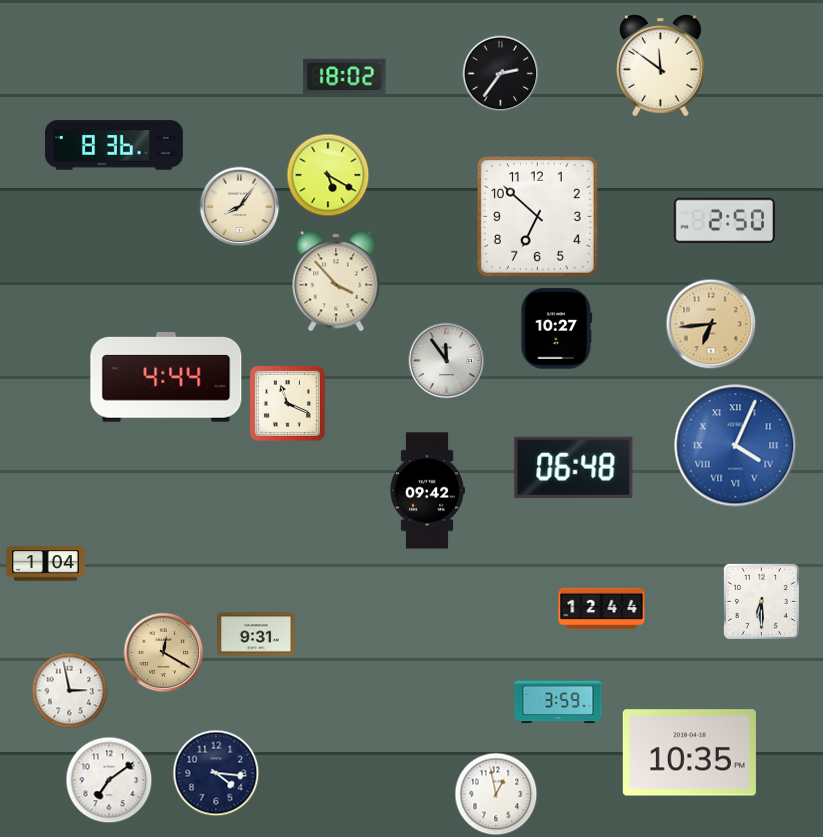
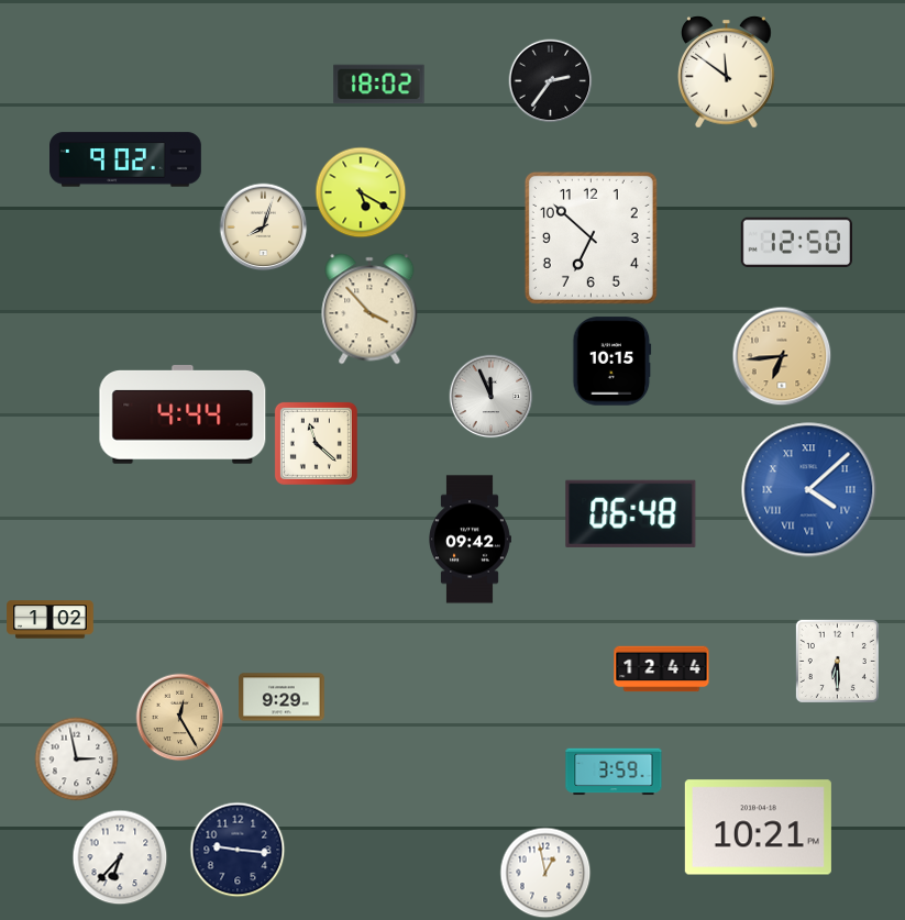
clock at (115, 145): 8:36 -> 9:02
clock at (240, 207): 8:06 -> 8:03
clock at (724, 221): 2:50 -> 12:50
clock at (557, 329): 10:27 -> 10:15
clock at (447, 361): 11:54 -> 11:56
clock at (287, 403): 11:19 -> 11:22
clock at (736, 446): 4:04 -> 4:08
clock at (46, 564): 1:04 -> 1:02
clock at (256, 634): 9:31 -> 9:29
clock at (164, 653): 12:20 -> 12:25
clock at (689, 753): 10:35 -> 10:21
clock at (216, 773): 4:16 -> 9:16
clock at (109, 780): 7:09 -> 6:37
